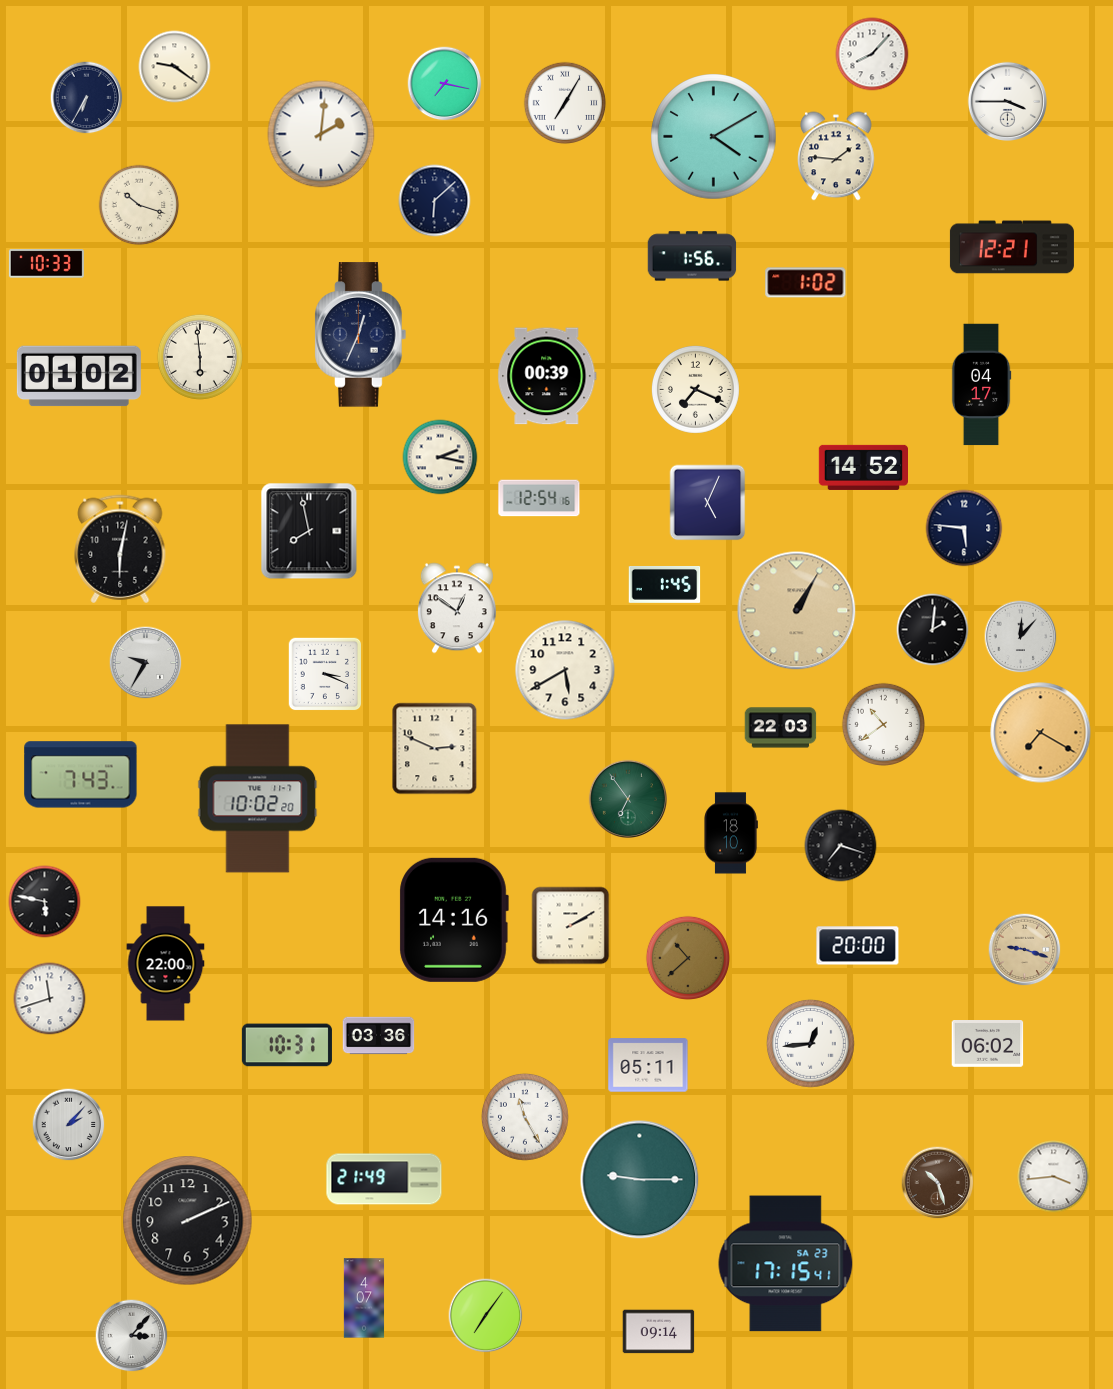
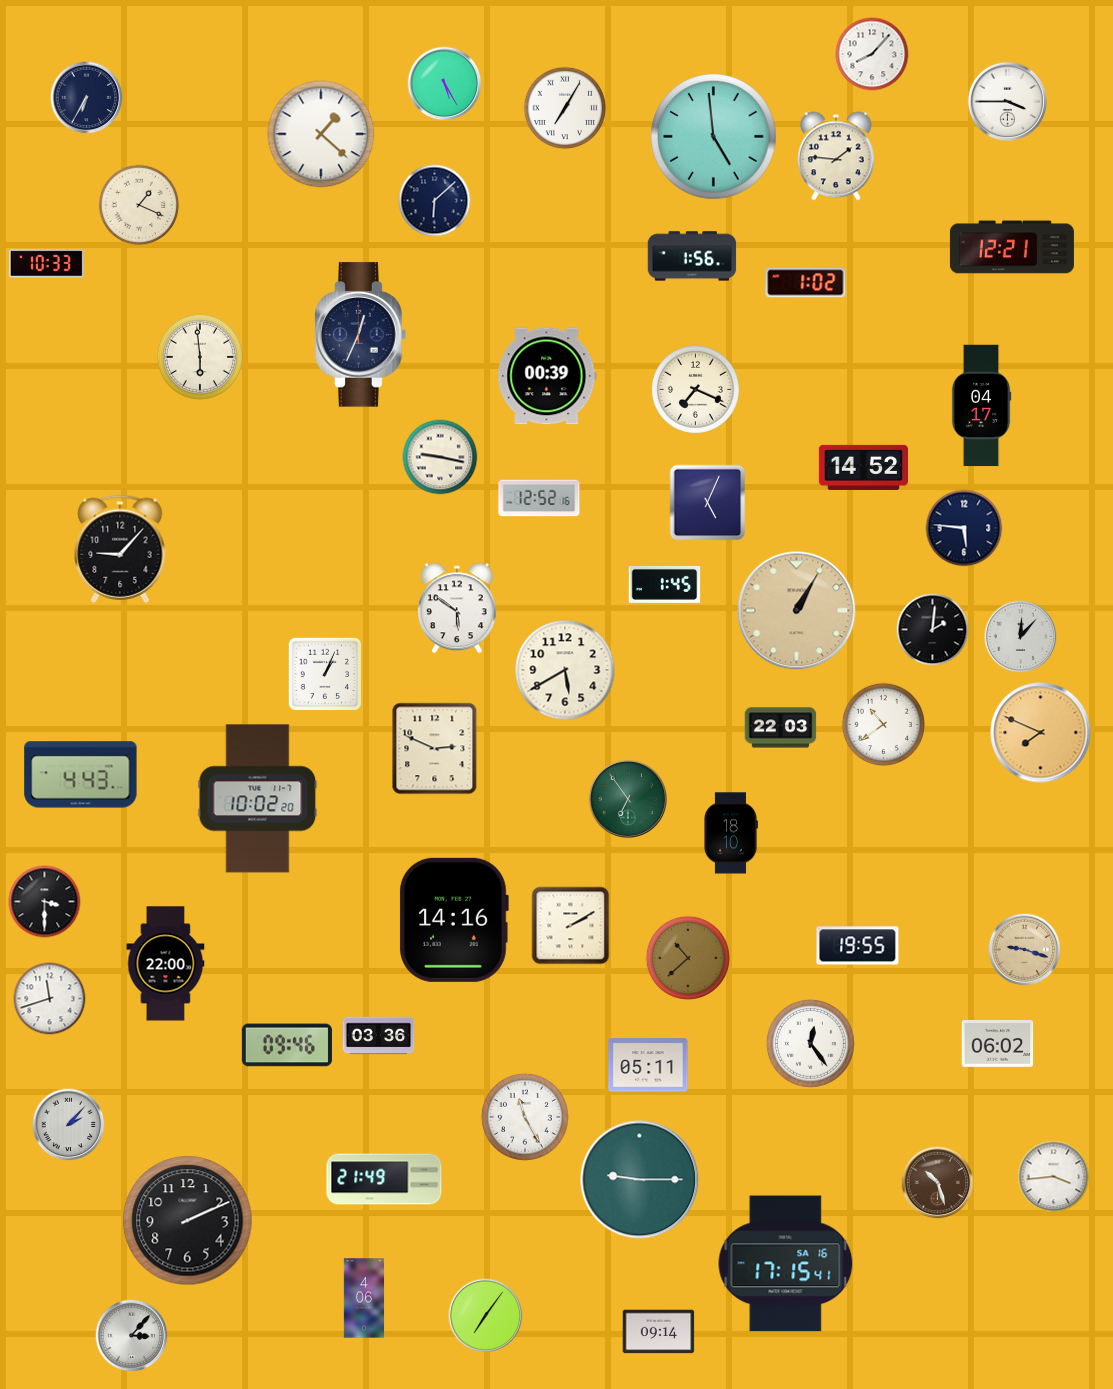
clock at (175, 67): 9:21 -> none
clock at (445, 84): 7:17 -> 5:25
clock at (565, 103) position: (565, 103) -> (565, 108)
clock at (321, 134): 2:01 -> 1:22
clock at (714, 137): 4:10 -> 4:59
clock at (139, 205): 10:18 -> 1:19
clock at (79, 376): 01:02 -> none
clock at (981, 385) position: (981, 385) -> (981, 406)
clock at (440, 457): 2:17 -> 9:17
clock at (539, 498): 12:54 -> 12:52
clock at (309, 531): 7:58 -> none
clock at (120, 549): 6:02 -> 9:07
clock at (457, 608): 12:51 -> 5:51
clock at (146, 663): 9:35 -> none
clock at (325, 674): 3:19 -> 1:04
clock at (1041, 733): 7:20 -> 7:49
clock at (81, 775): 7:43 -> 4:43
clock at (841, 846): 7:18 -> none
clock at (45, 902): 5:47 -> 3:30
clock at (858, 946): 20:00 -> 19:55
clock at (810, 1043): 12:44 -> 12:24
clock at (988, 1044) position: (988, 1044) -> (998, 1044)
clock at (287, 1045): 10:31 -> 09:46
clock at (786, 1264) date: SA 23 -> SA 16
clock at (364, 1298): 4:07 -> 4:06
